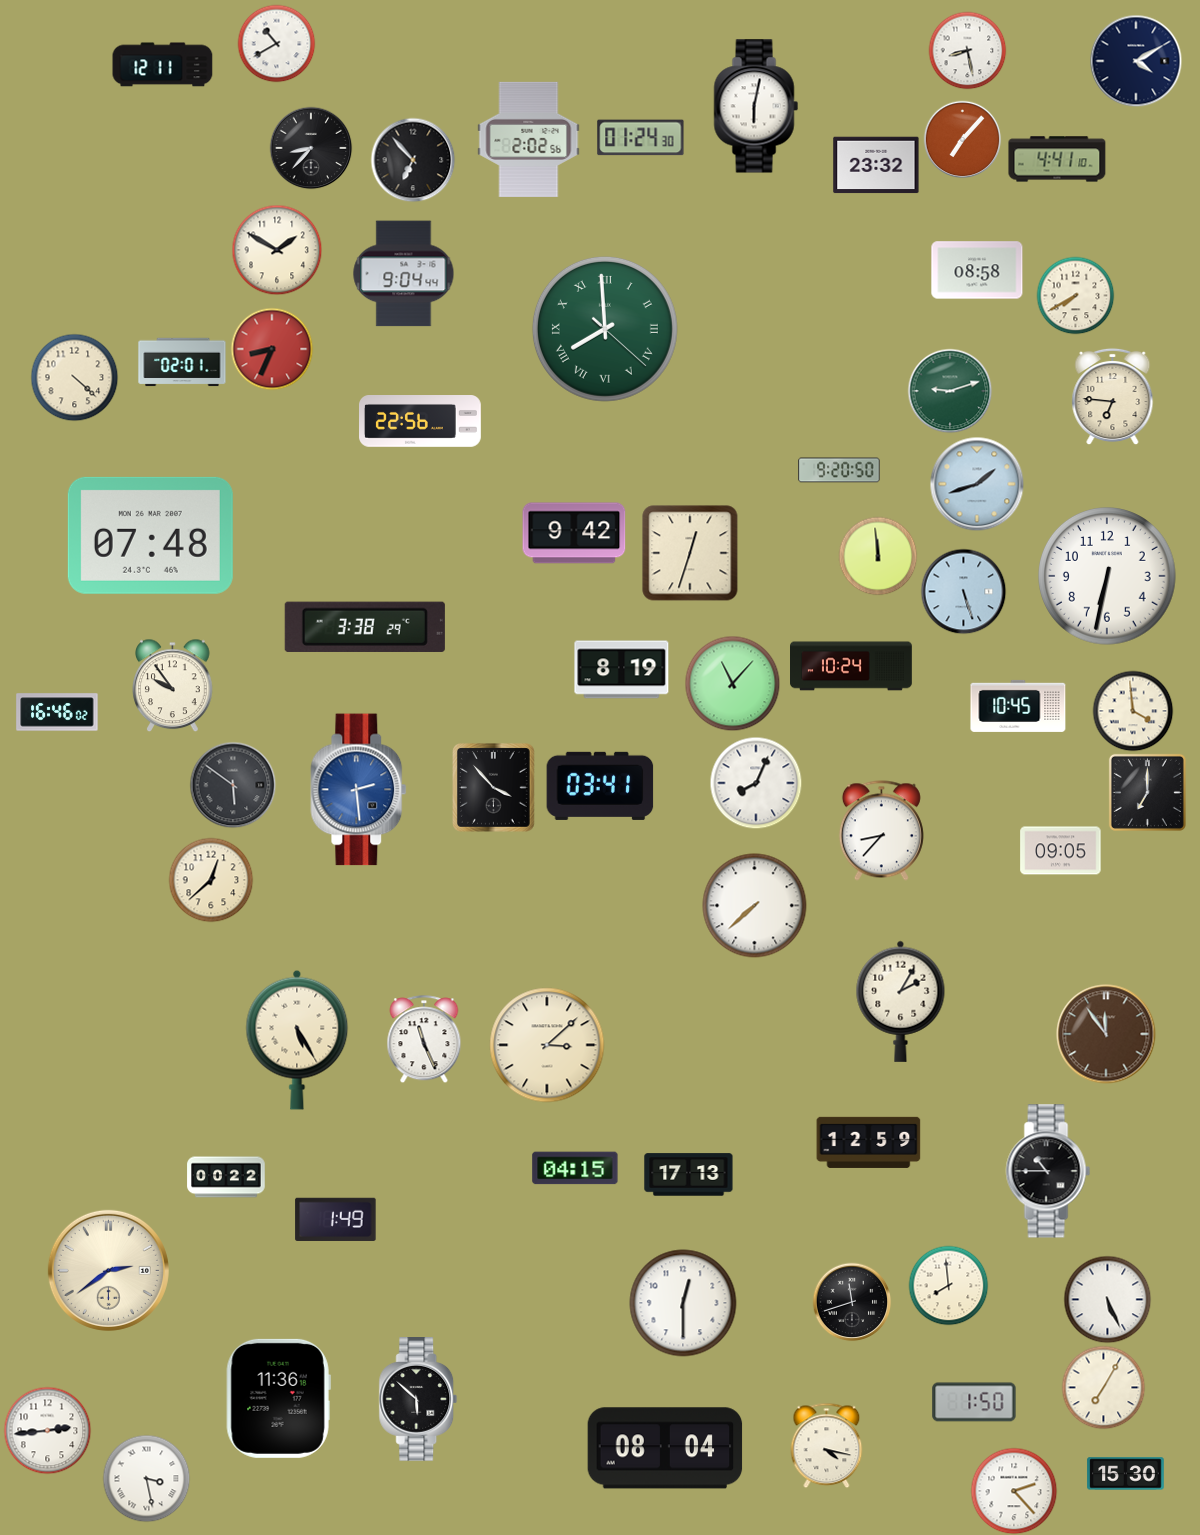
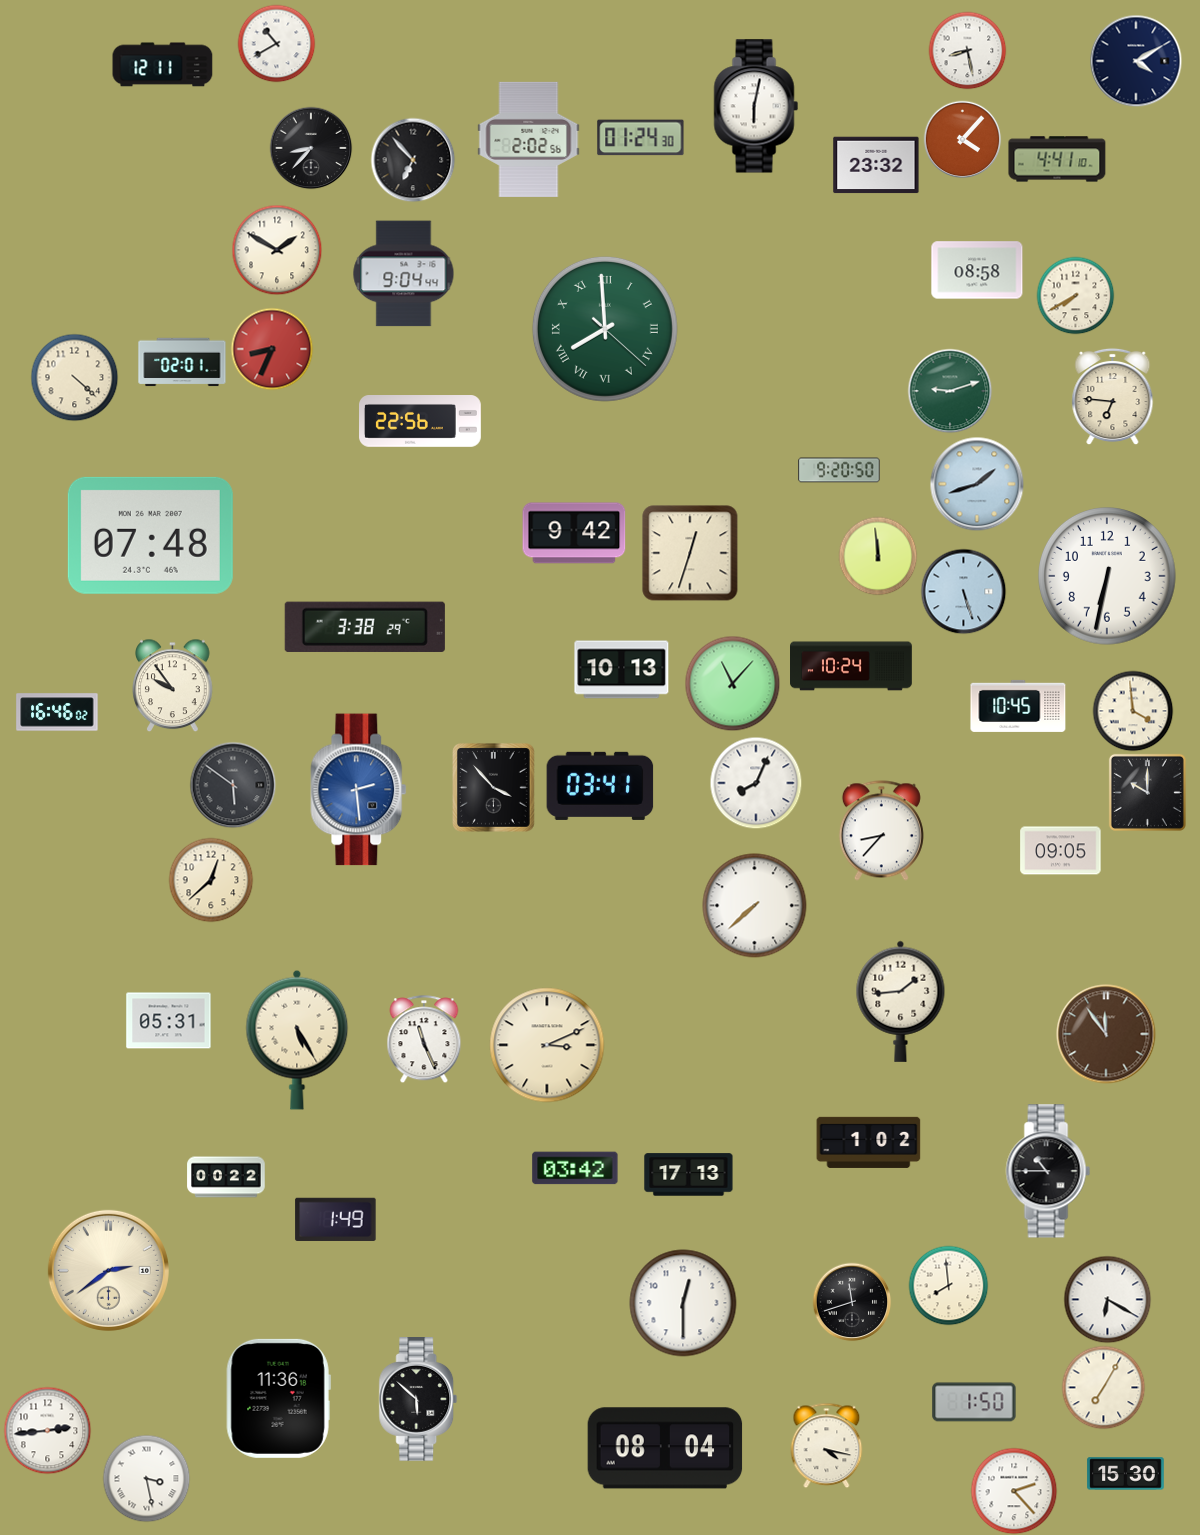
clock at (962, 139): 7:07 -> 4:07
clock at (622, 670): 8:19 -> 10:13
clock at (1147, 792): 7:00 -> 10:00
clock at (901, 1001): 2:05 -> 1:44
clock at (169, 1021): none -> 05:31
clock at (547, 1045): 3:08 -> 3:11
clock at (869, 1142): 12:59 -> 1:02
clock at (575, 1168): 04:15 -> 03:42
clock at (1107, 1299): 5:26 -> 6:20
